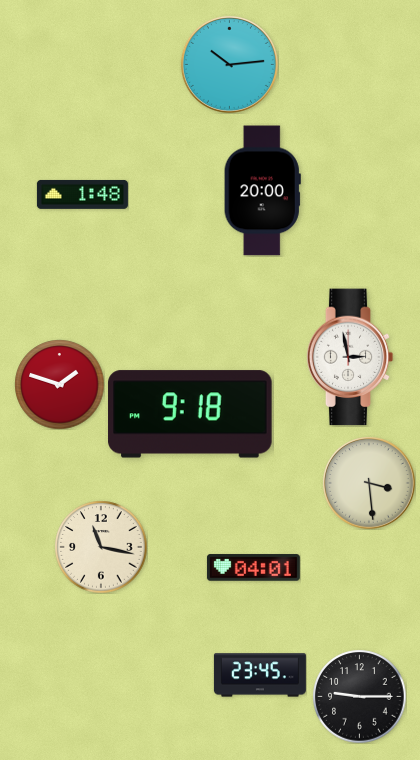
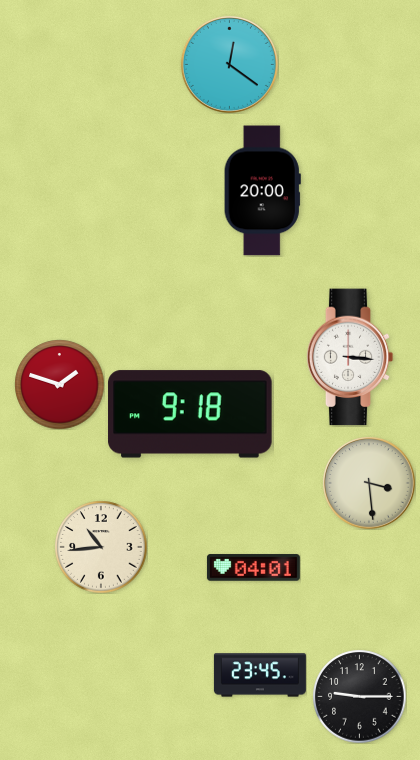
clock at (229, 64): 10:14 -> 12:21
clock at (82, 194): 1:48 -> none
clock at (350, 357): 2:58 -> 3:16
clock at (101, 547): 11:17 -> 10:44
